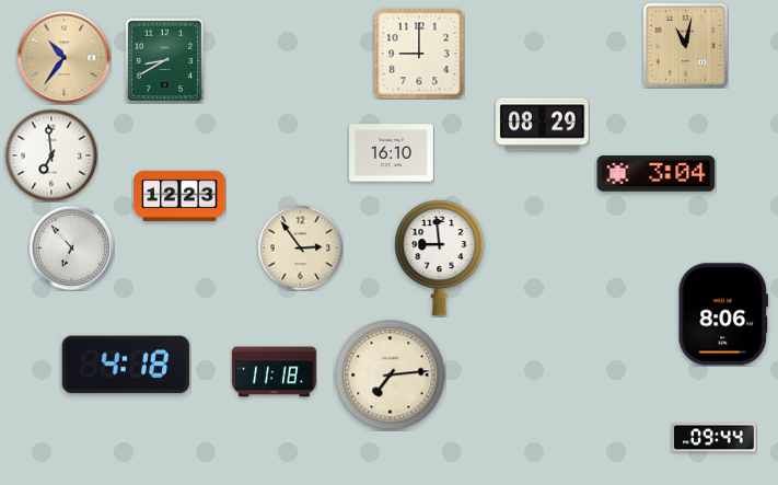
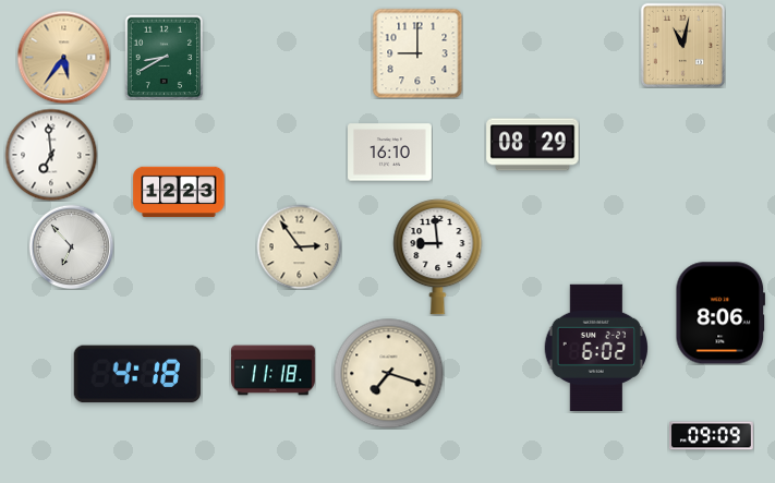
clock at (63, 57): 10:36 -> 5:36
clock at (165, 60) position: (165, 60) -> (165, 57)
clock at (543, 125) position: (543, 125) -> (533, 145)
clock at (657, 174): 3:04 -> none
clock at (179, 196) position: (179, 196) -> (179, 192)
clock at (596, 348): none -> 6:02
clock at (126, 365) position: (126, 365) -> (137, 374)
clock at (391, 376): 7:14 -> 7:18
clock at (715, 438): 09:44 -> 09:09
